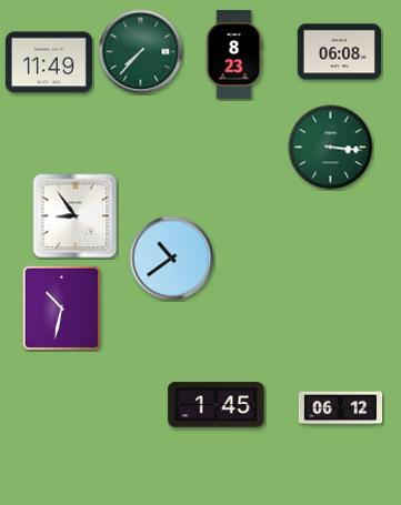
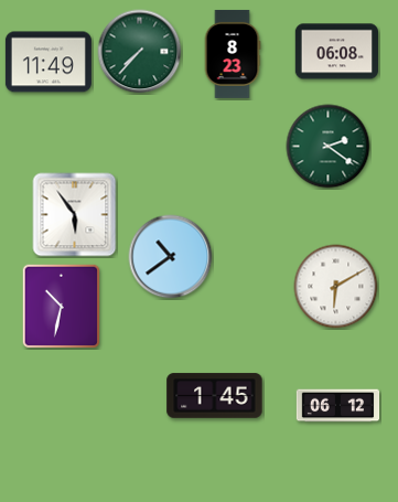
clock at (331, 148): 3:16 -> 2:21
clock at (76, 216): 8:54 -> 5:54
clock at (336, 287): none -> 6:10
clock at (217, 405) position: (217, 405) -> (215, 396)
